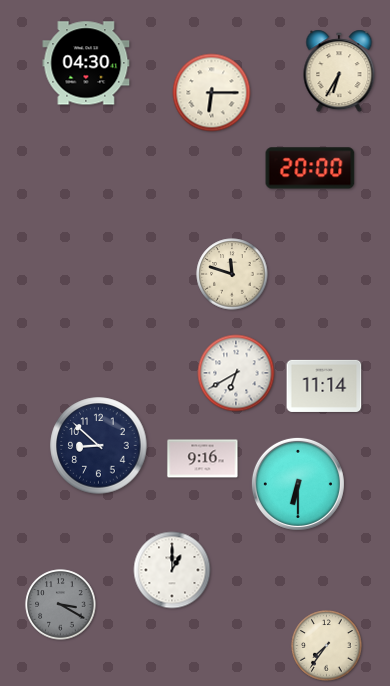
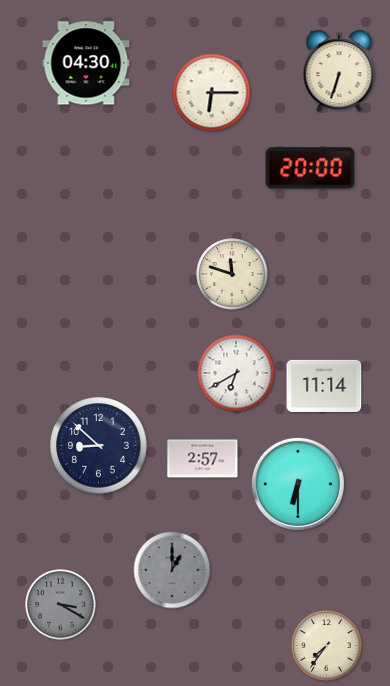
clock at (339, 71): 6:35 -> 6:33
clock at (203, 459): 9:16 -> 2:57
clock at (172, 570) dial: white -> grey
